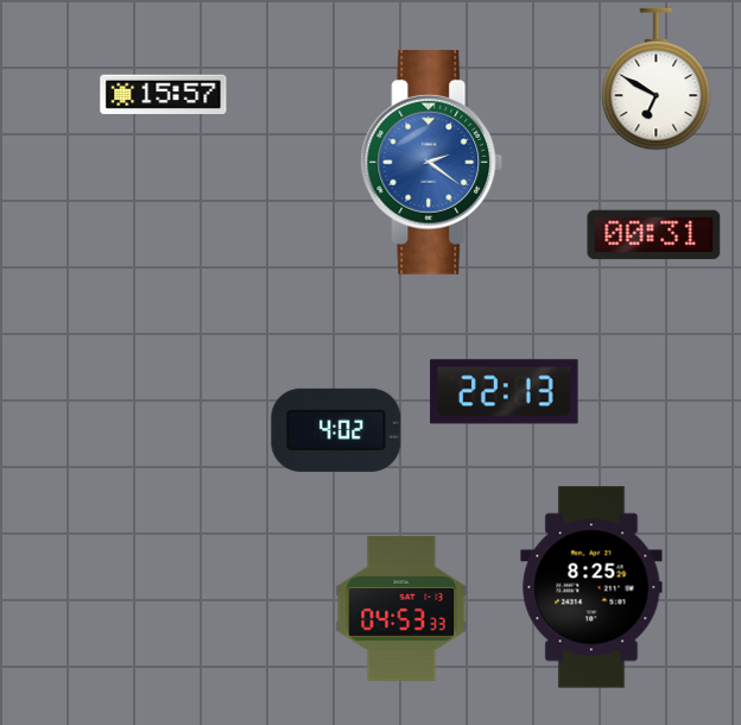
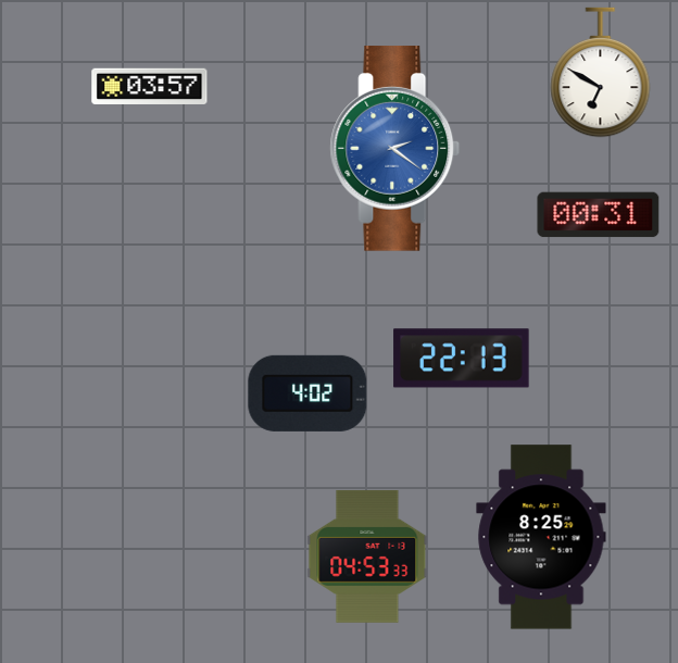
clock at (164, 94): 15:57 -> 03:57
